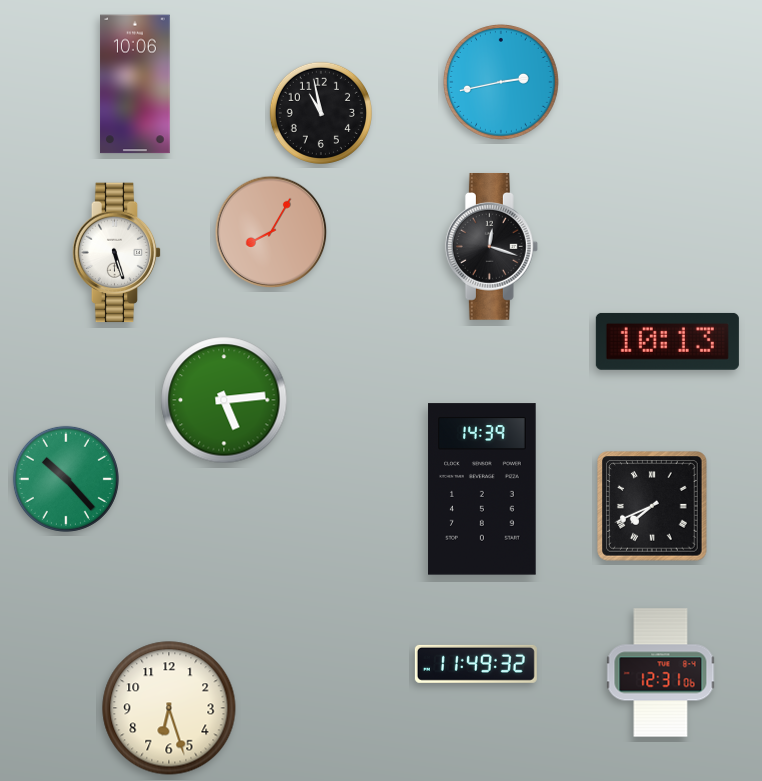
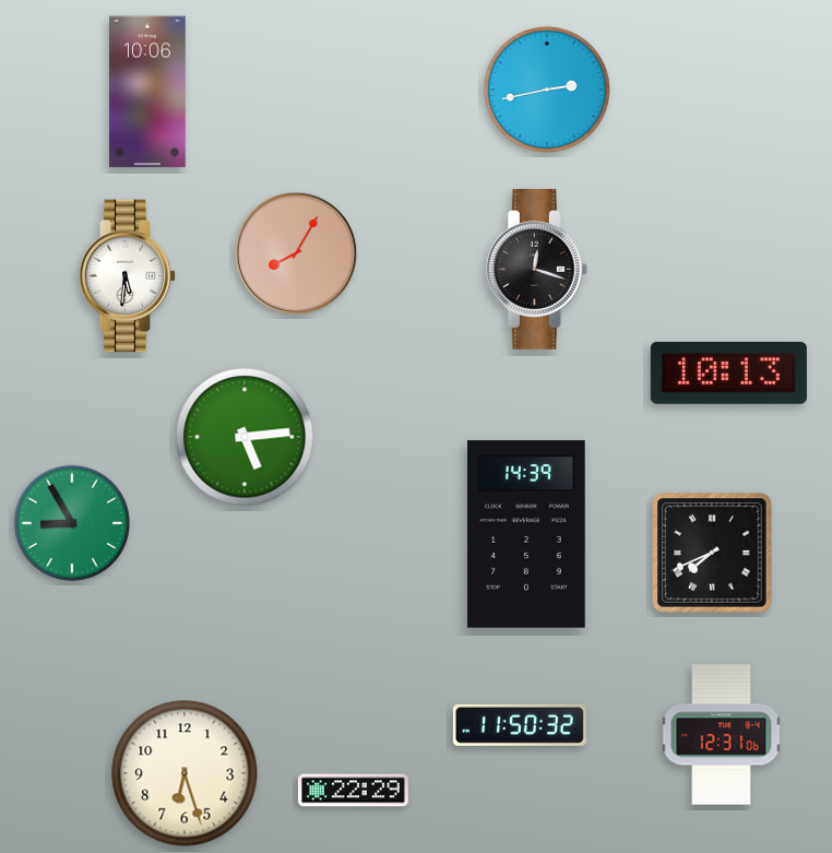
clock at (321, 113): 10:58 -> none
clock at (117, 253): 5:27 -> 5:31
clock at (66, 479): 10:23 -> 8:55
clock at (476, 664): 11:49 -> 11:50
clock at (353, 791): none -> 22:29
